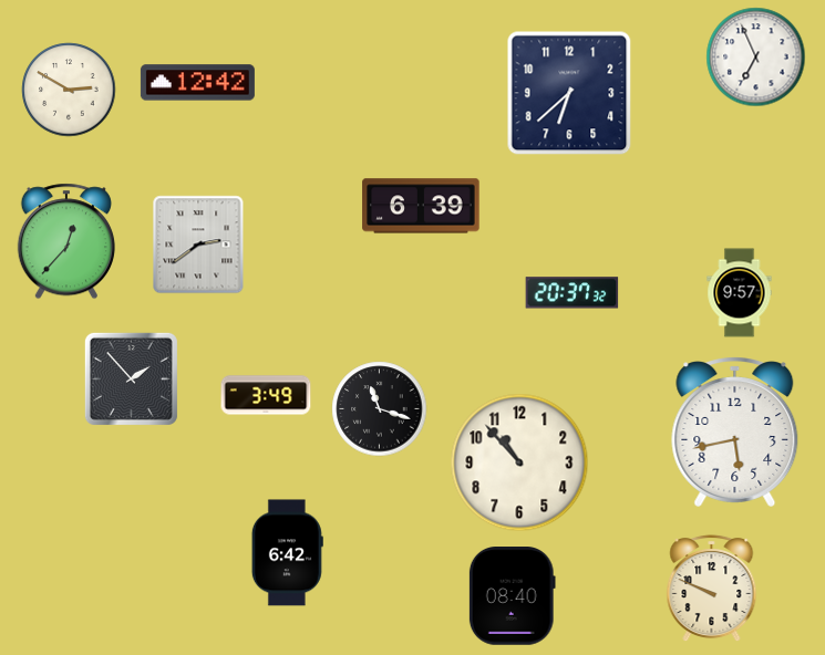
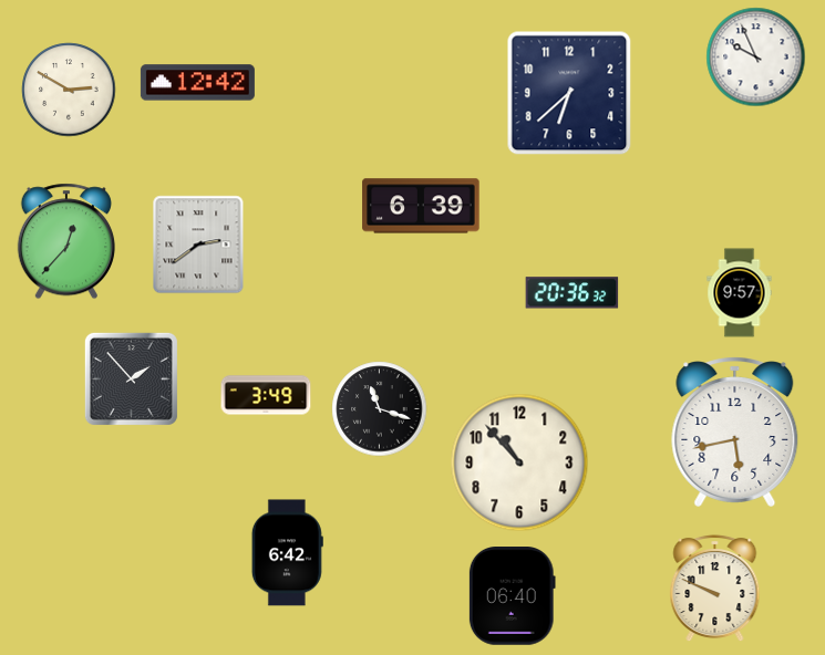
clock at (756, 58): 6:56 -> 9:56
clock at (573, 293): 20:37 -> 20:36
clock at (712, 589) position: (712, 589) -> (715, 589)
clock at (512, 596): 08:40 -> 06:40
